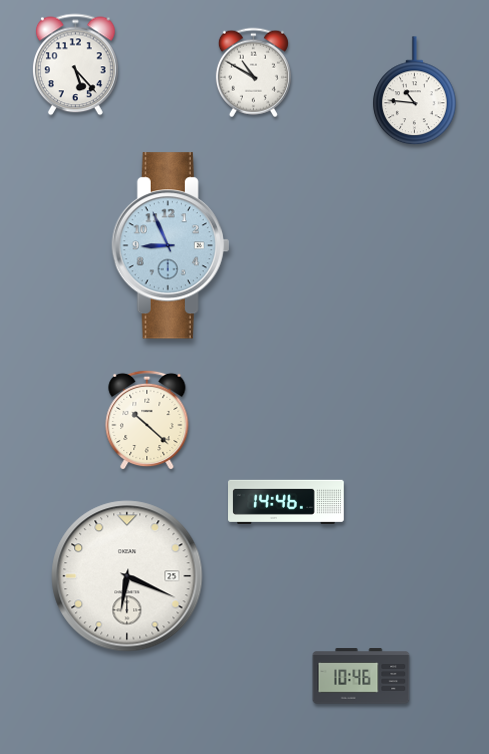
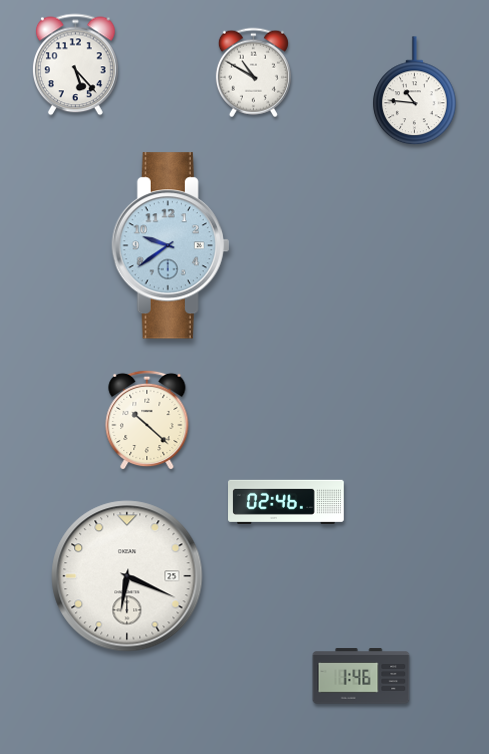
clock at (171, 246): 8:56 -> 9:39
clock at (287, 502): 14:46 -> 02:46
clock at (361, 676): 10:46 -> 1:46
